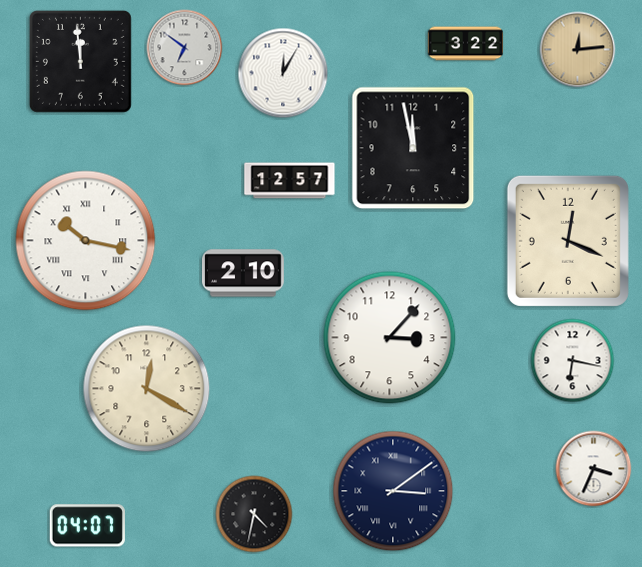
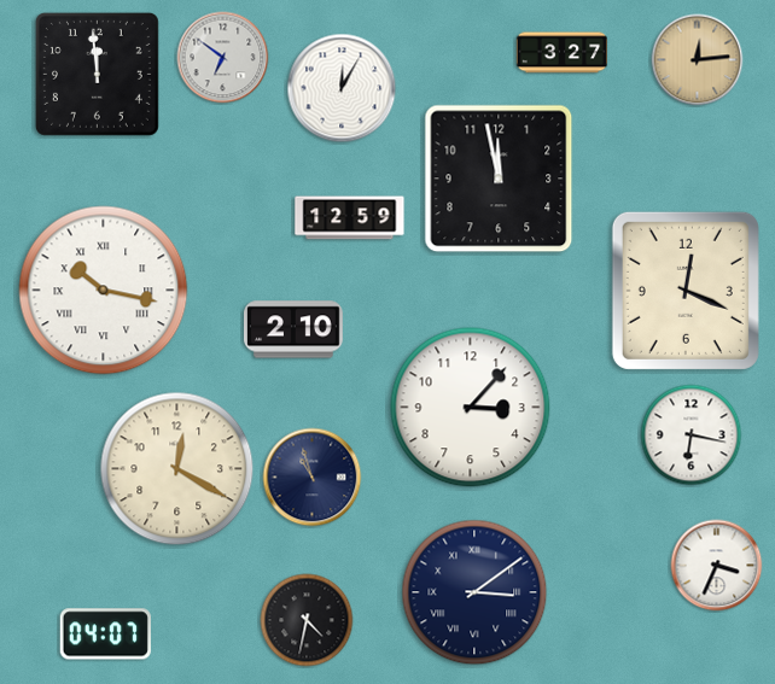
clock at (466, 44): 3:22 -> 3:27
clock at (290, 181): 12:57 -> 12:59
clock at (313, 478): none -> 10:57
